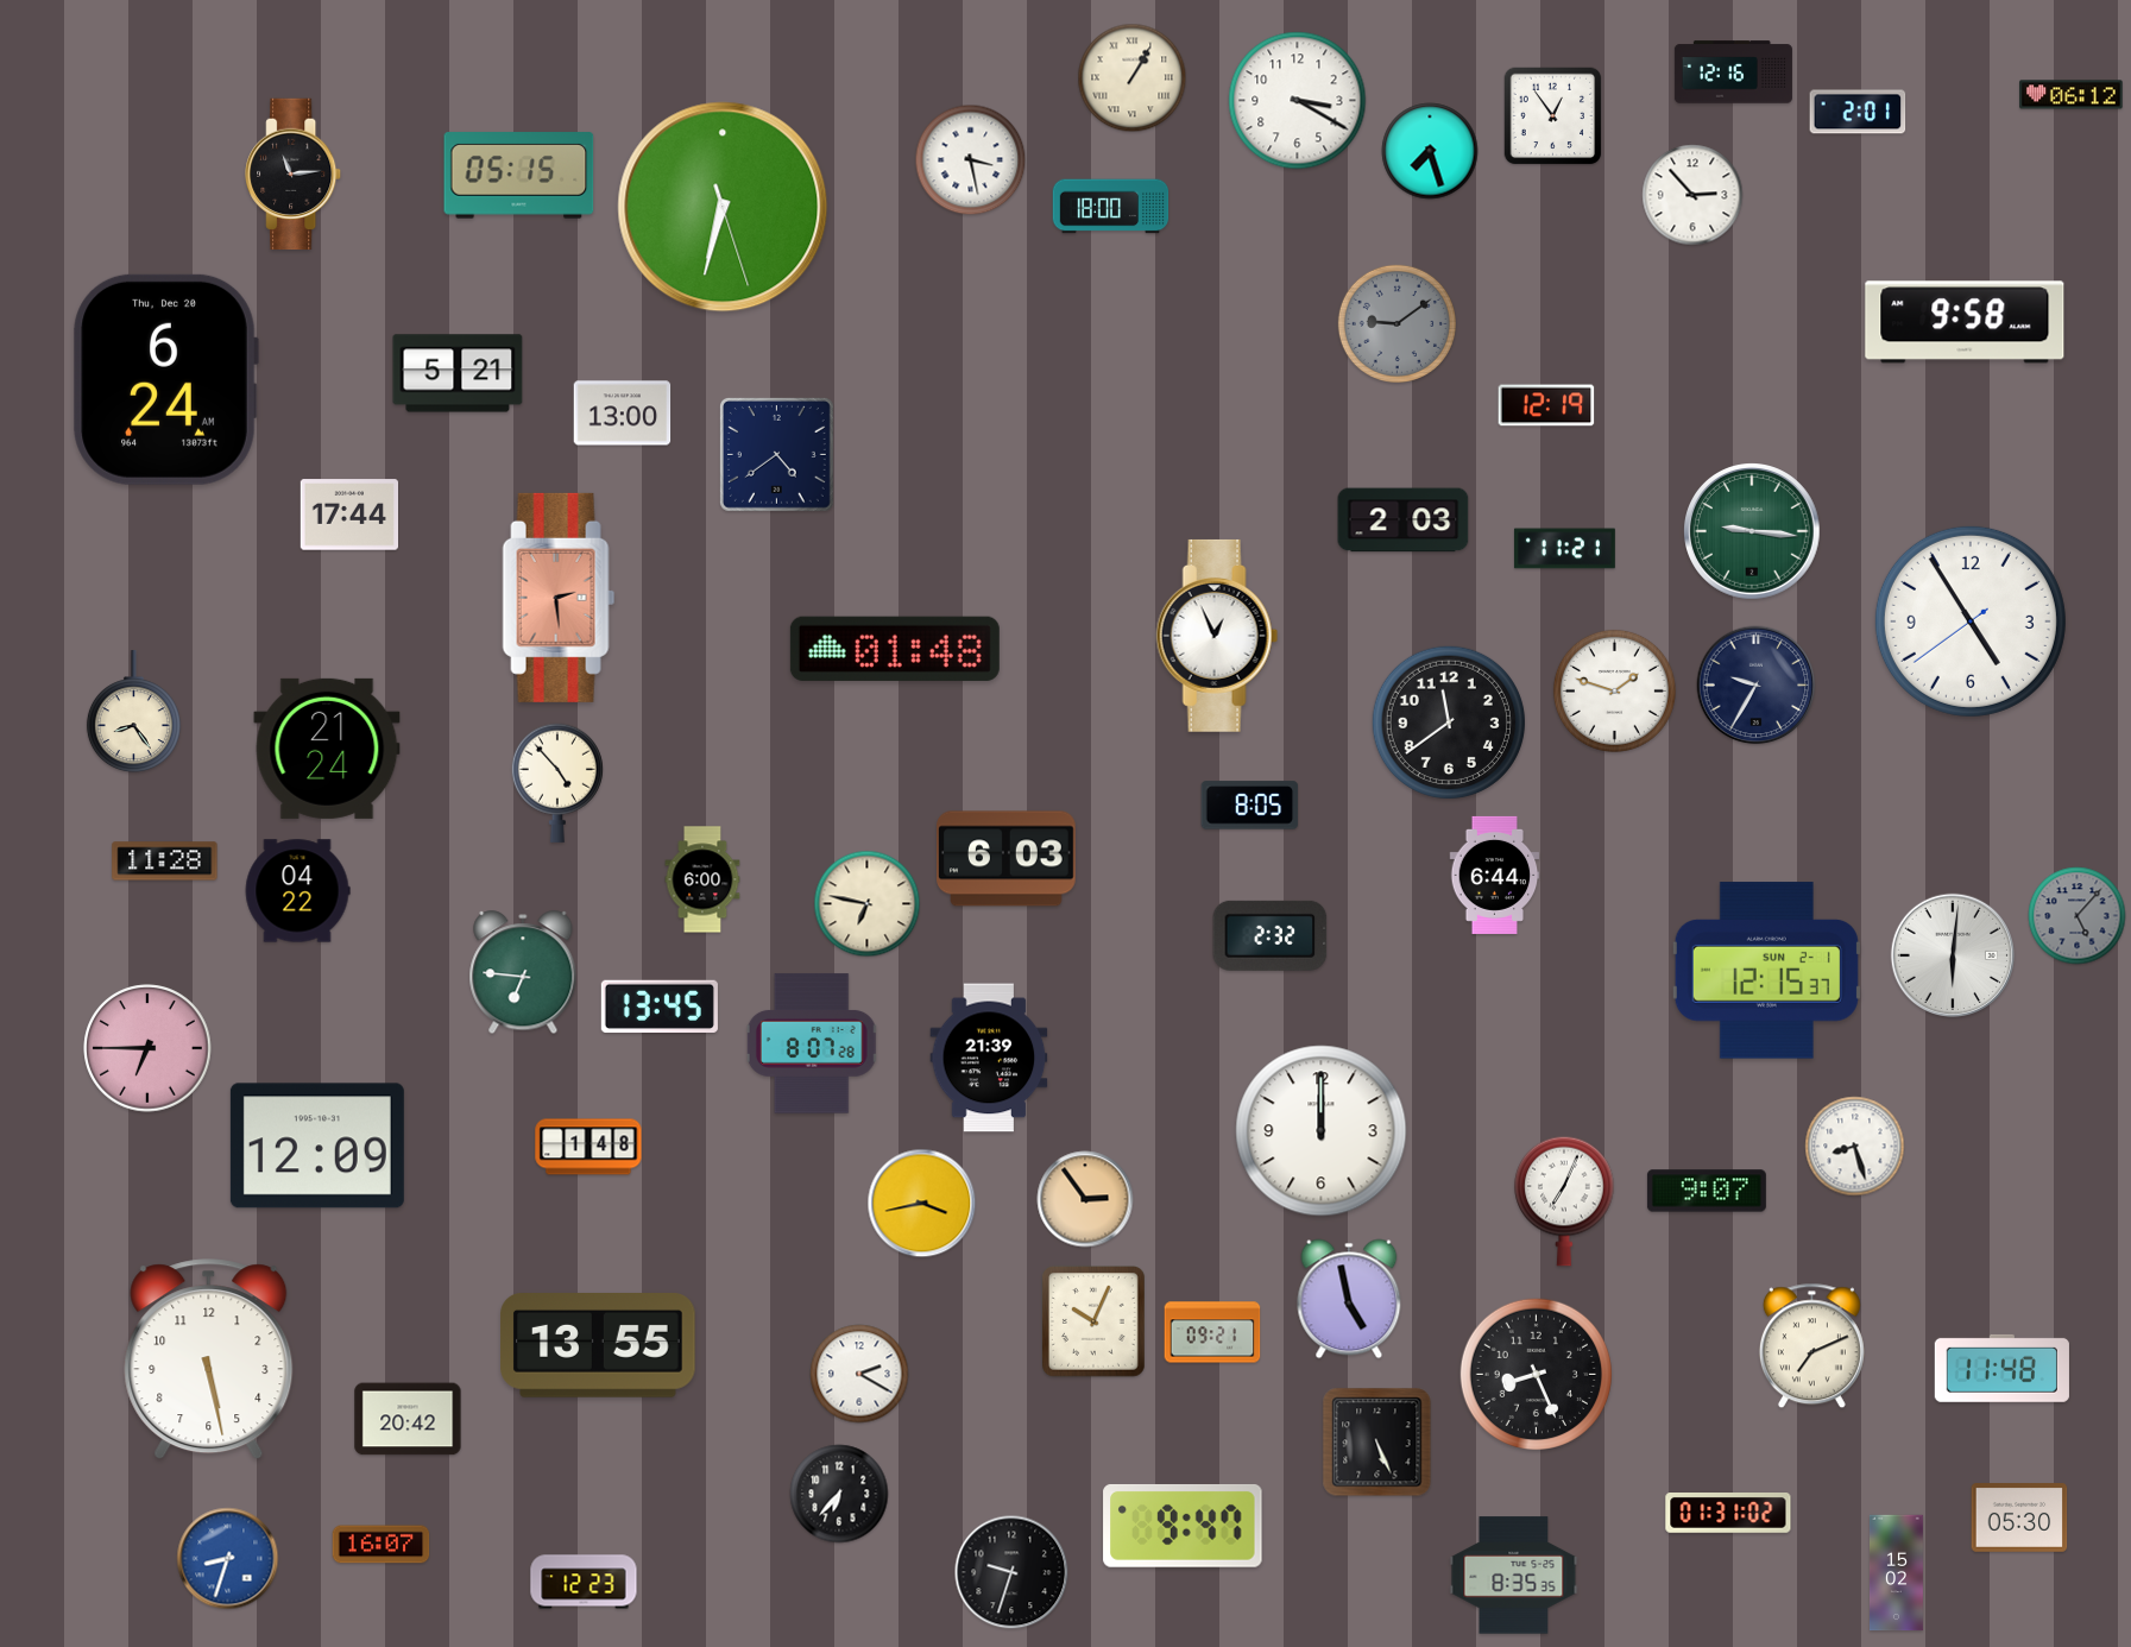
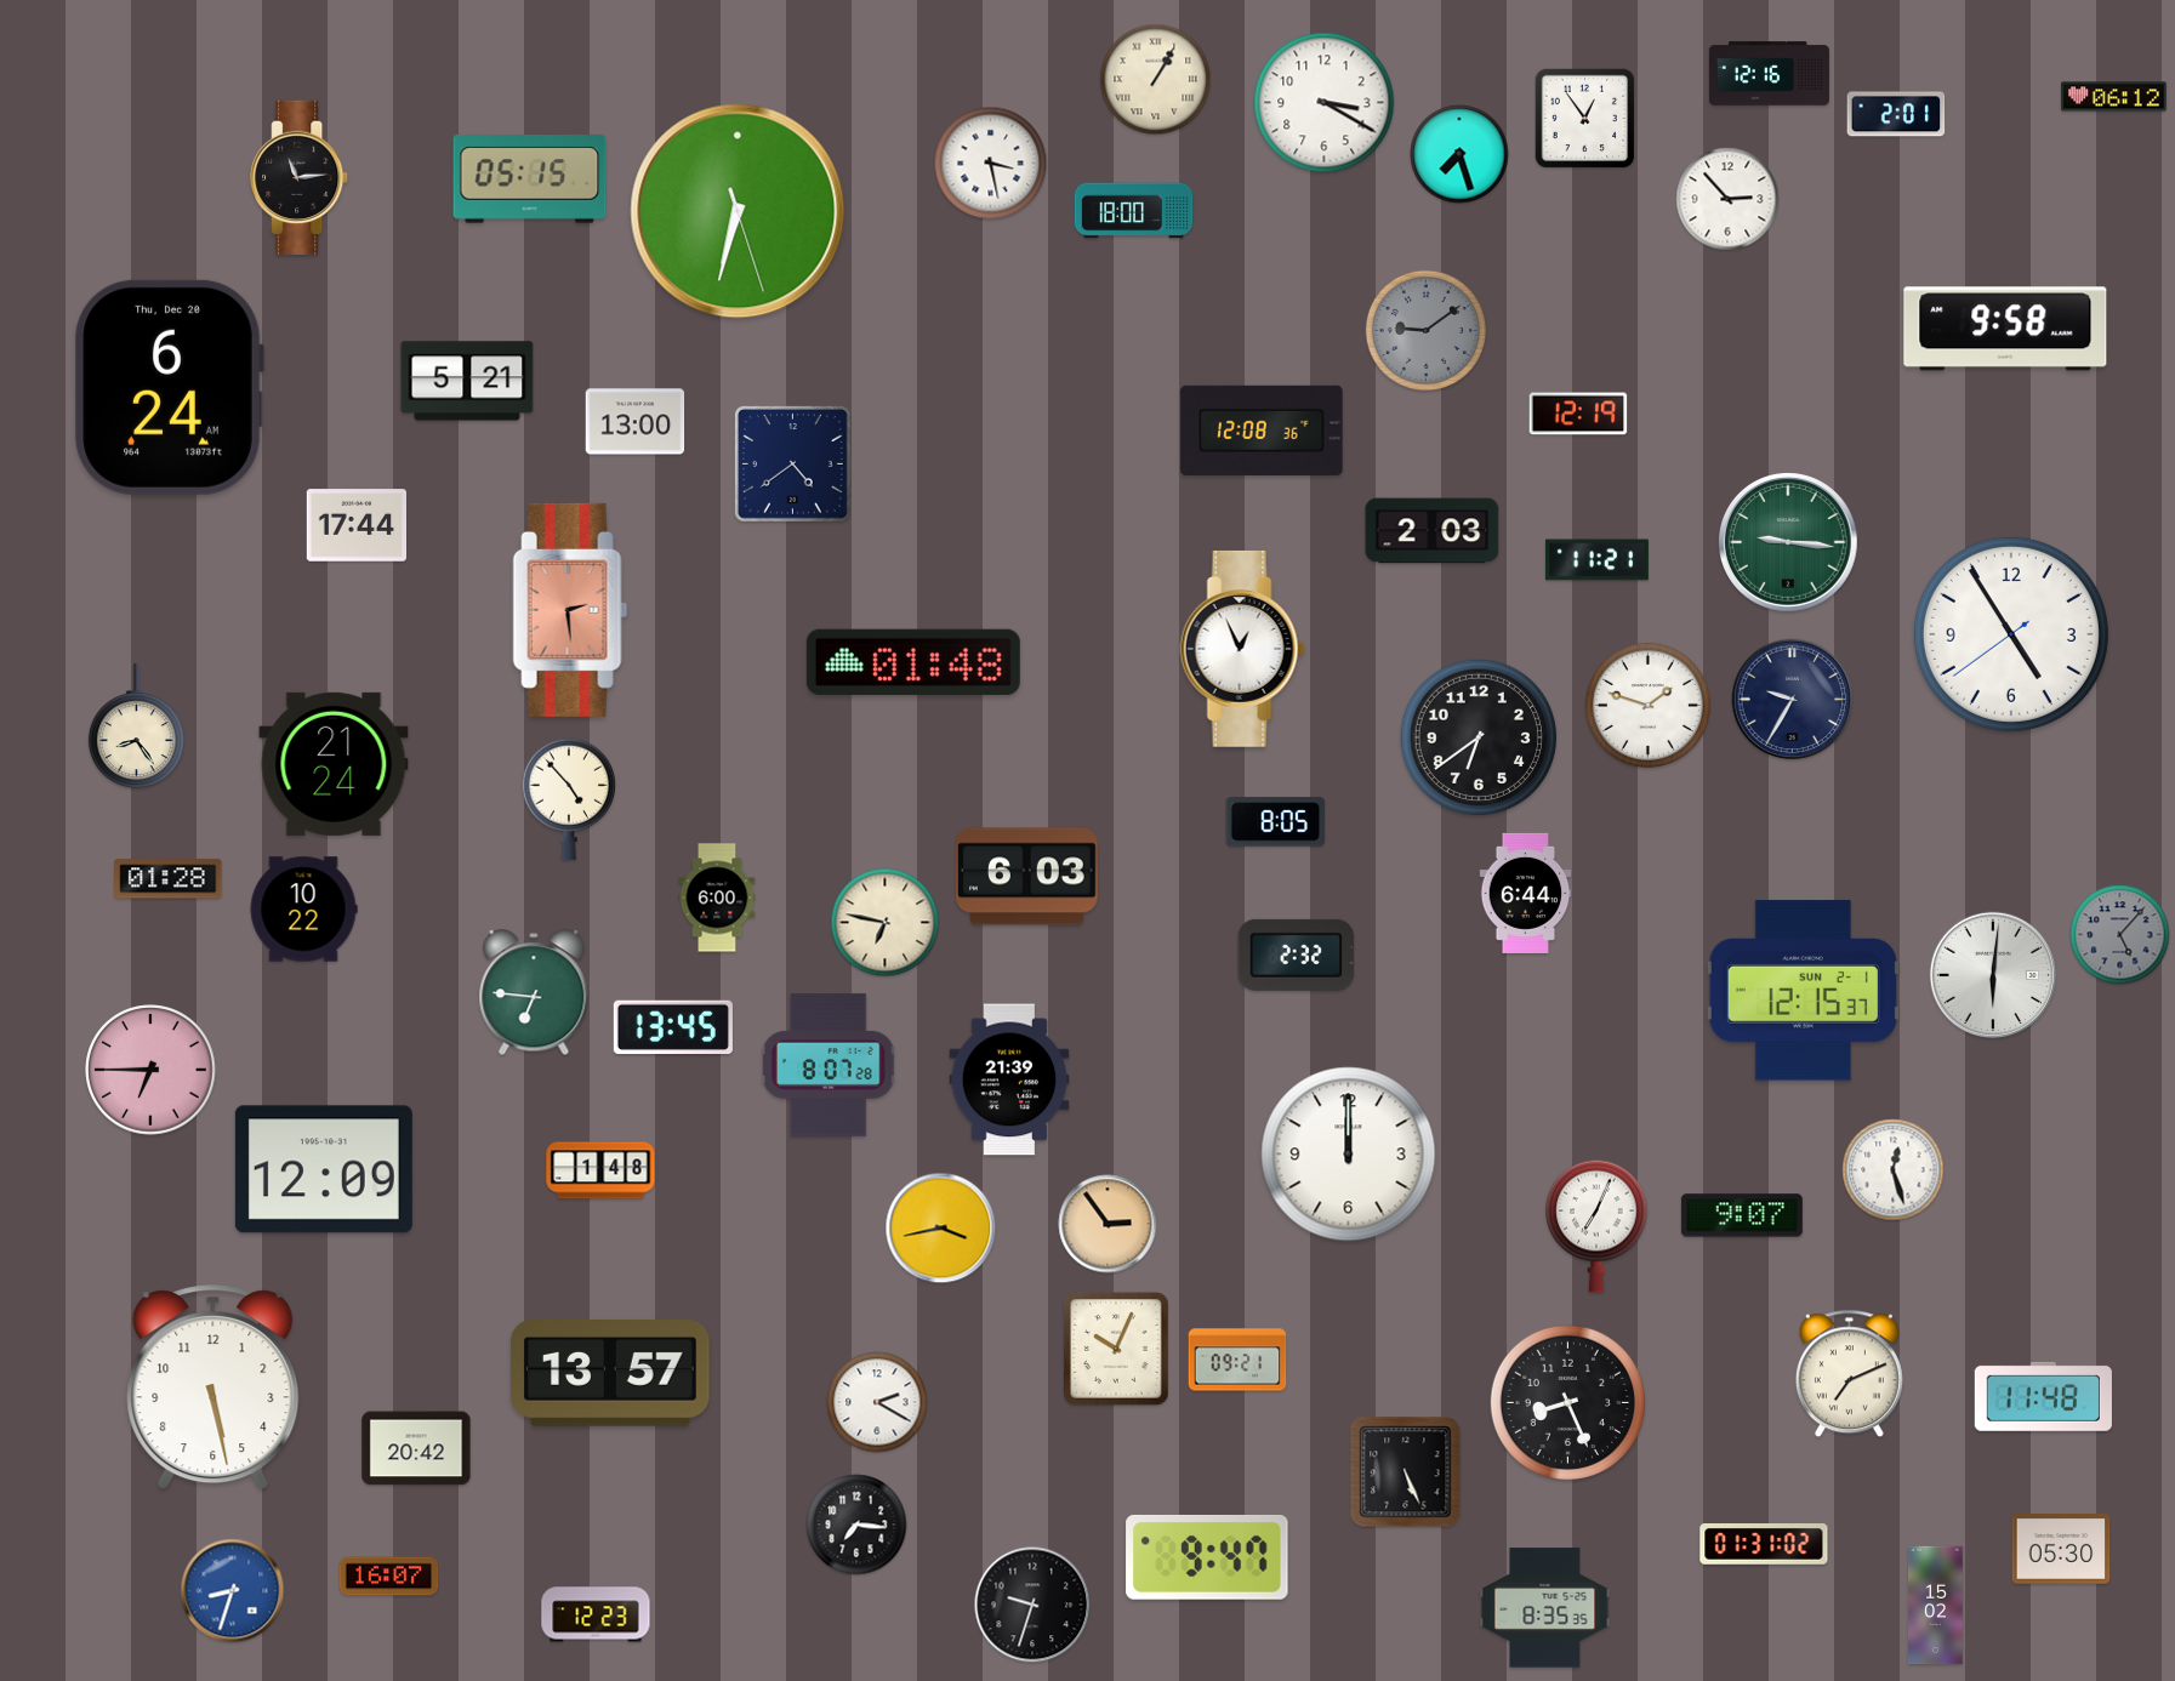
clock at (1262, 431): none -> 12:08
clock at (1449, 722): 11:39 -> 6:39
clock at (165, 862): 11:28 -> 01:28
clock at (297, 891): 04:22 -> 10:22
clock at (1855, 1147): 8:27 -> 12:27
clock at (1349, 1299): 4:58 -> none
clock at (598, 1346): 13:55 -> 13:57
clock at (839, 1494): 6:37 -> 7:16
